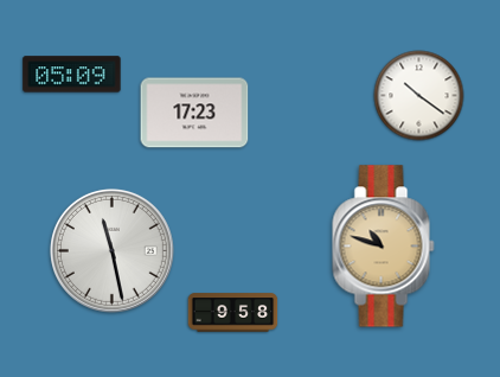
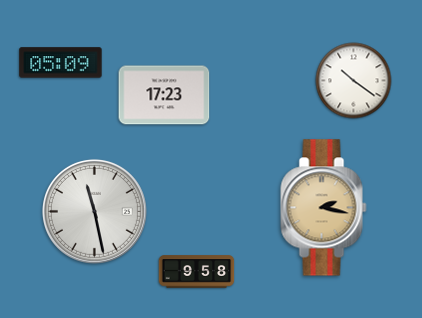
clock at (384, 247): 10:48 -> 2:17
clock at (233, 313) position: (233, 313) -> (197, 272)
